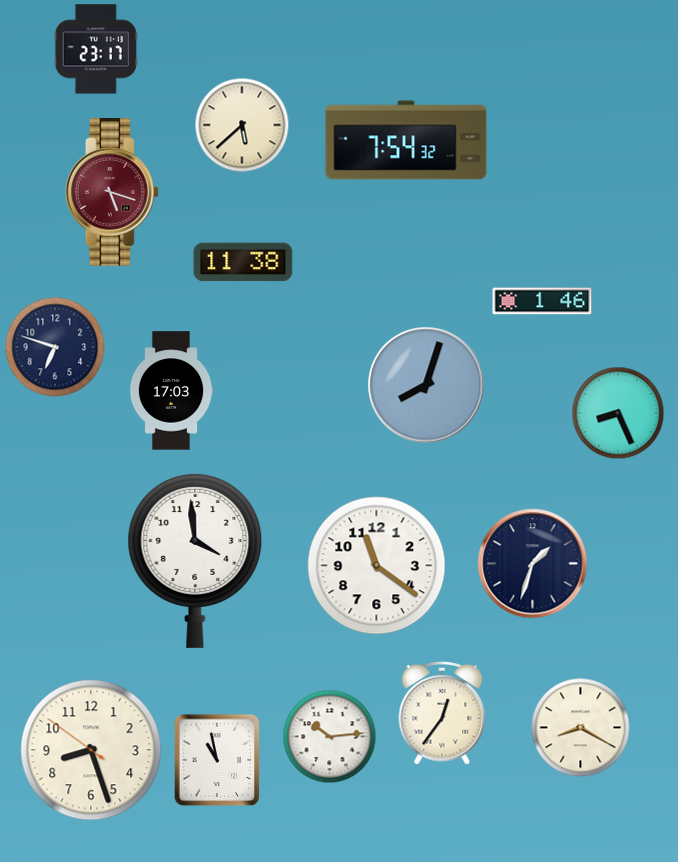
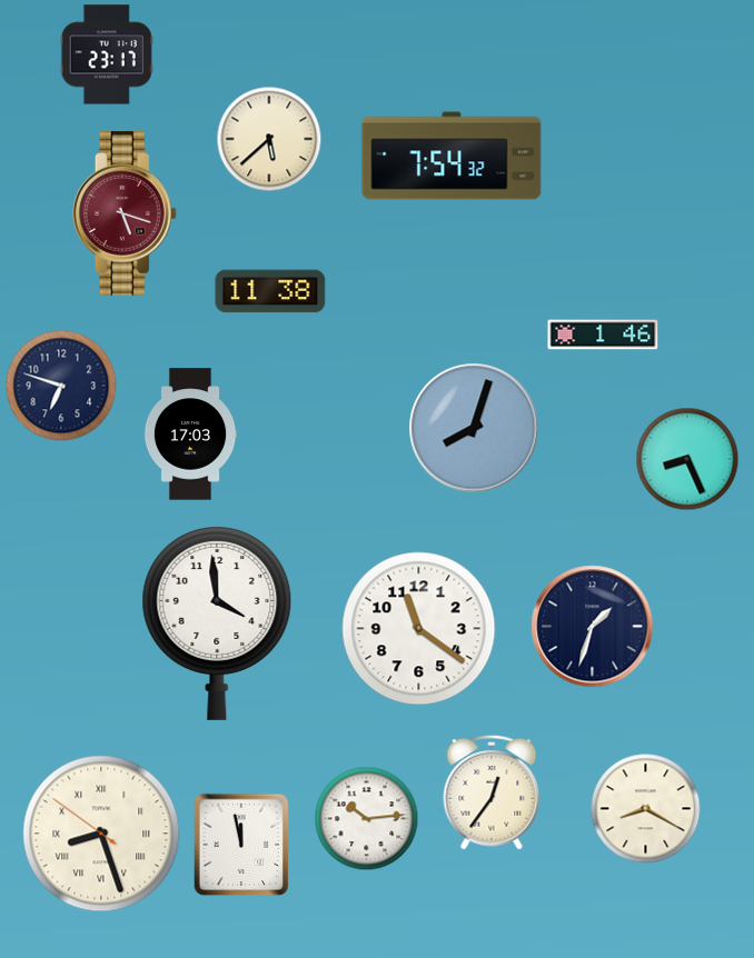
clock at (91, 750) numerals: Arabic -> Roman
clock at (217, 760): 10:58 -> 11:58
